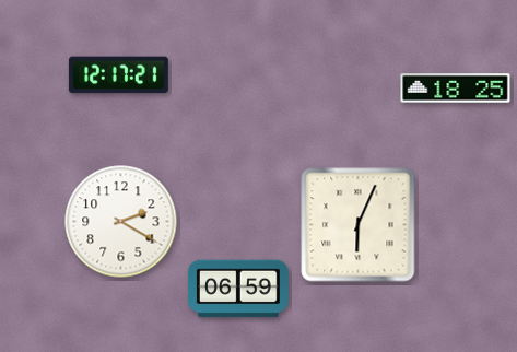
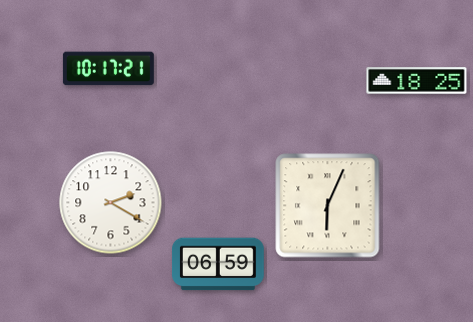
clock at (118, 75): 12:17 -> 10:17
